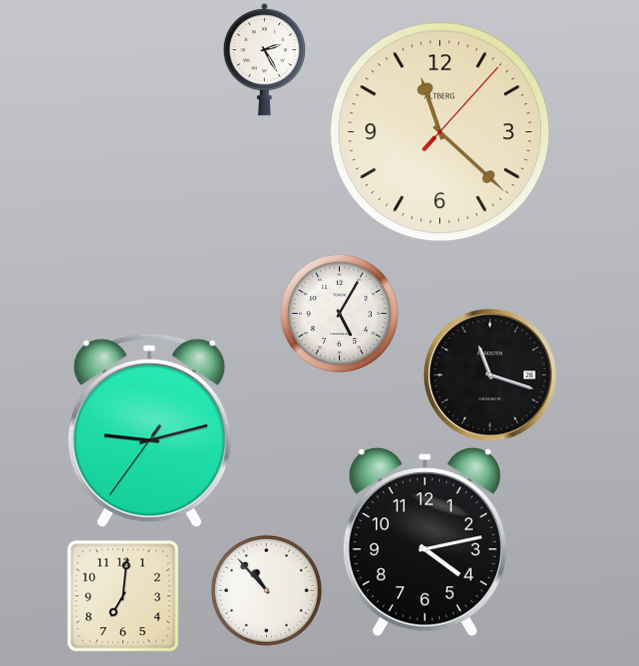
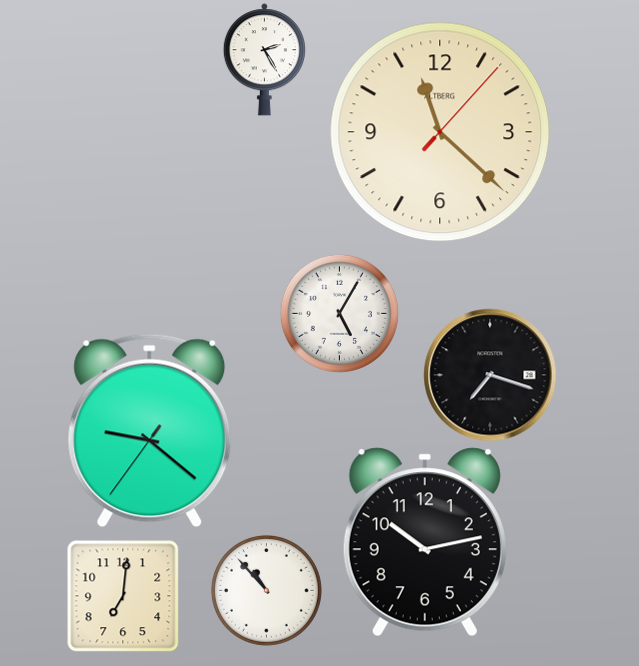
clock at (490, 375): 11:18 -> 7:18
clock at (150, 431): 9:12 -> 9:21
clock at (425, 542): 4:13 -> 10:13
